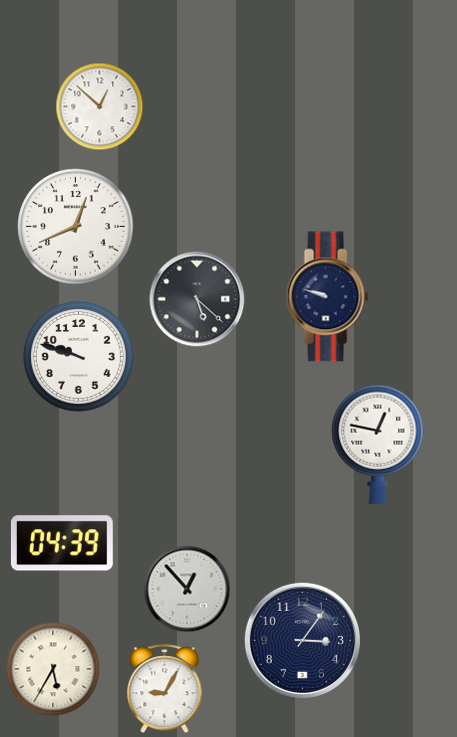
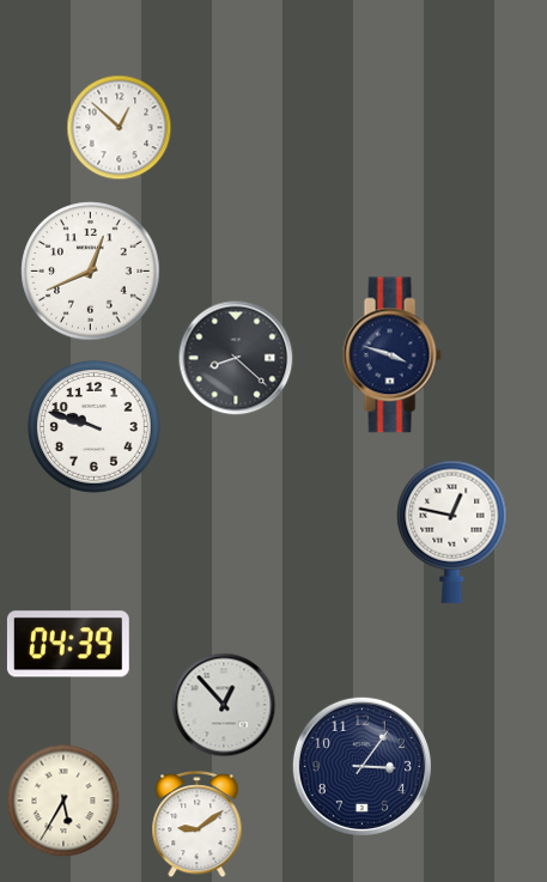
clock at (327, 297): 9:48 -> 3:48
clock at (197, 299): 5:22 -> 8:22
clock at (62, 543) position: (62, 543) -> (68, 644)
clock at (165, 690): 9:05 -> 9:09
